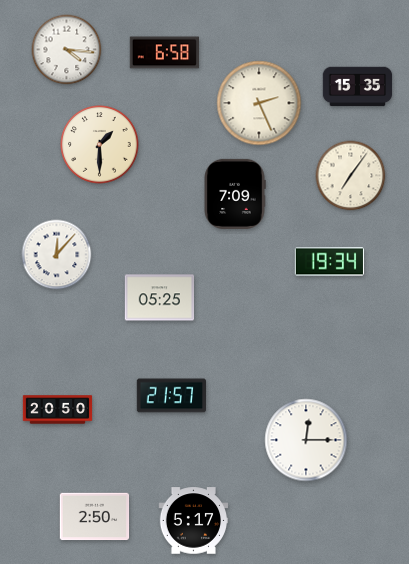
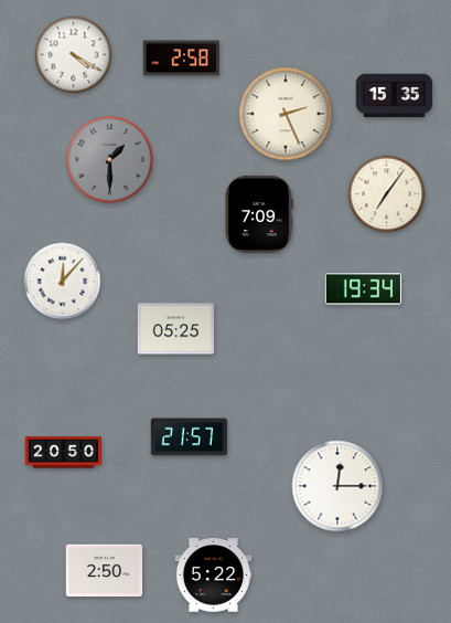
clock at (67, 50): 4:16 -> 4:20
clock at (165, 53): 6:58 -> 2:58
clock at (100, 145) dial: cream -> grey
clock at (194, 521): 5:17 -> 5:22
